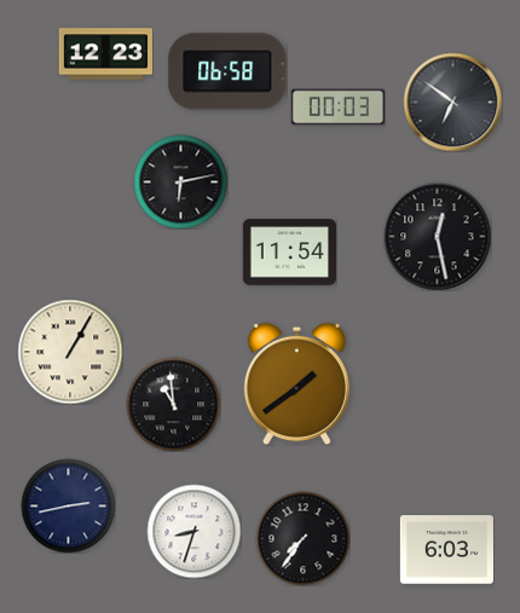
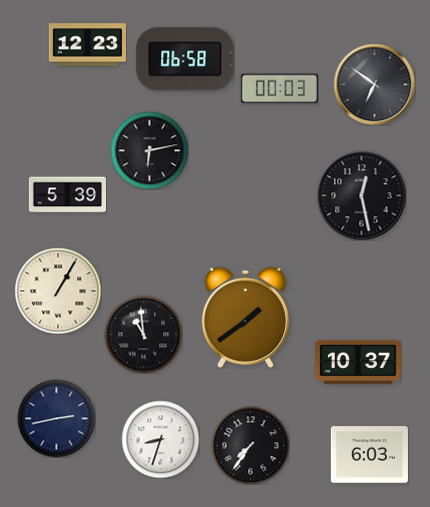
clock at (227, 71) position: (227, 71) -> (185, 59)
clock at (67, 195): none -> 5:39
clock at (289, 253): 11:54 -> none
clock at (359, 362): none -> 10:37
